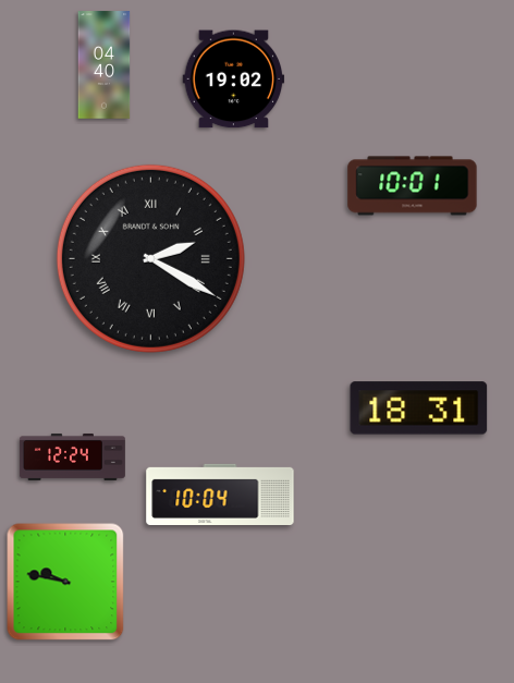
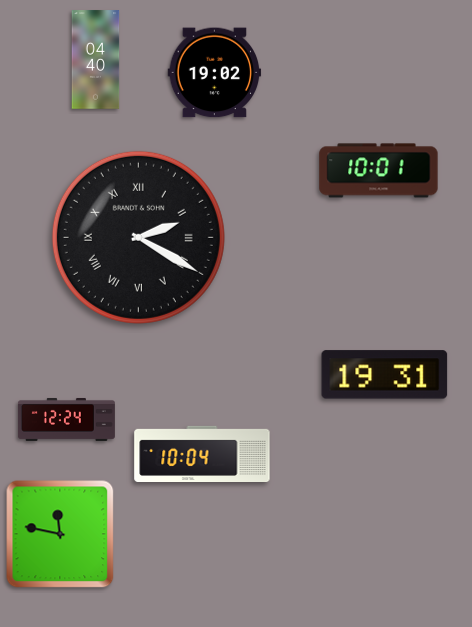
clock at (419, 408): 18:31 -> 19:31
clock at (65, 582): 9:47 -> 11:47
